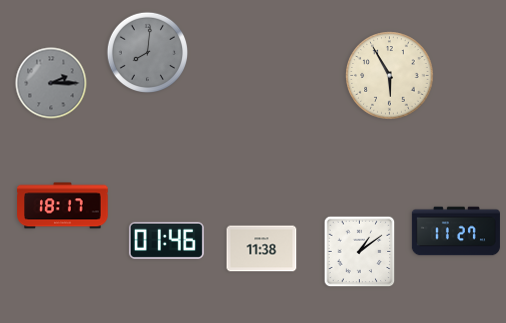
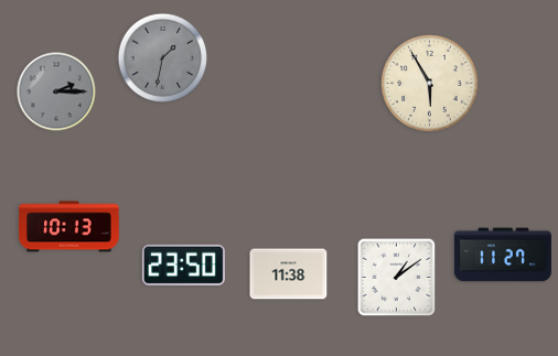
clock at (148, 53): 8:01 -> 1:32
clock at (63, 206): 18:17 -> 10:13
clock at (166, 240): 01:46 -> 23:50
